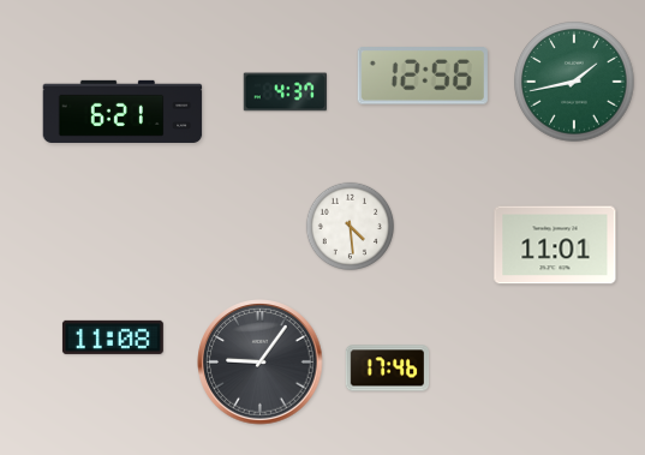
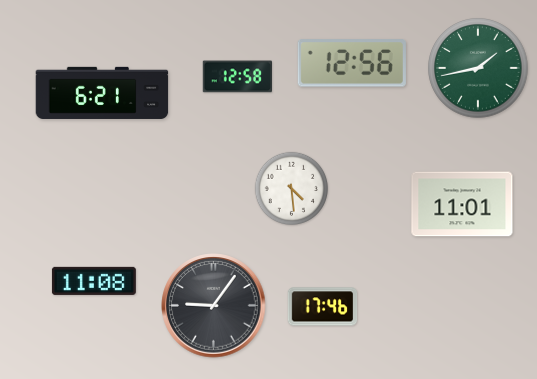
clock at (285, 92): 4:37 -> 12:58
clock at (261, 363) position: (261, 363) -> (214, 306)
